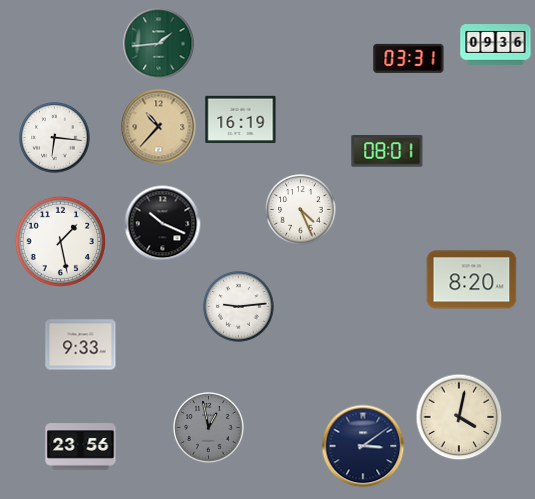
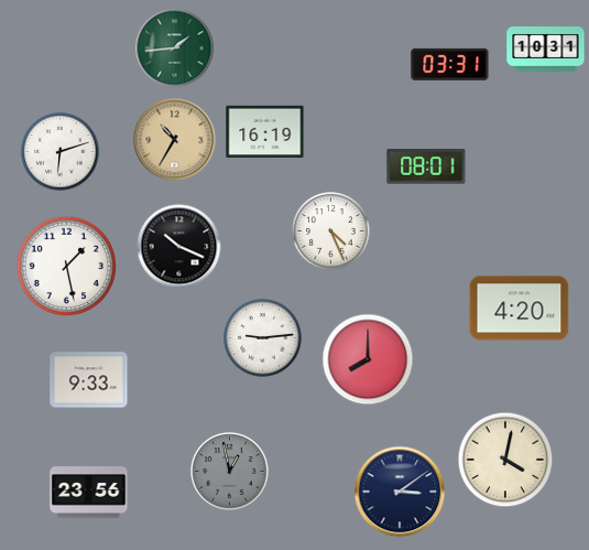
clock at (496, 45): 09:36 -> 10:31
clock at (159, 127): 10:37 -> 10:35
clock at (55, 138): 6:16 -> 6:12
clock at (472, 280): 8:20 -> 4:20
clock at (368, 359): none -> 8:00
